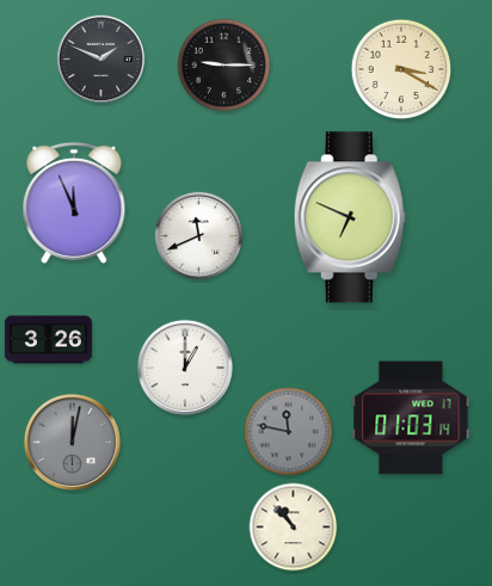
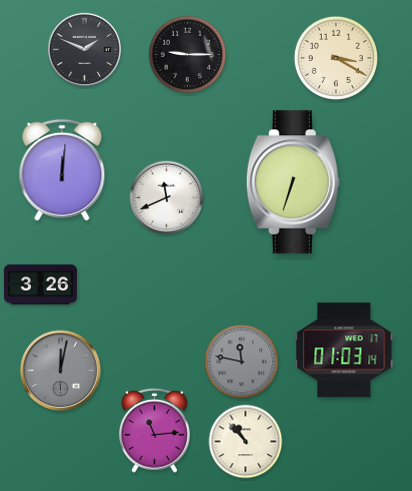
clock at (74, 203): 11:56 -> 12:01
clock at (350, 217): 6:49 -> 6:33
clock at (185, 368): 1:00 -> none
clock at (154, 430): none -> 11:14
